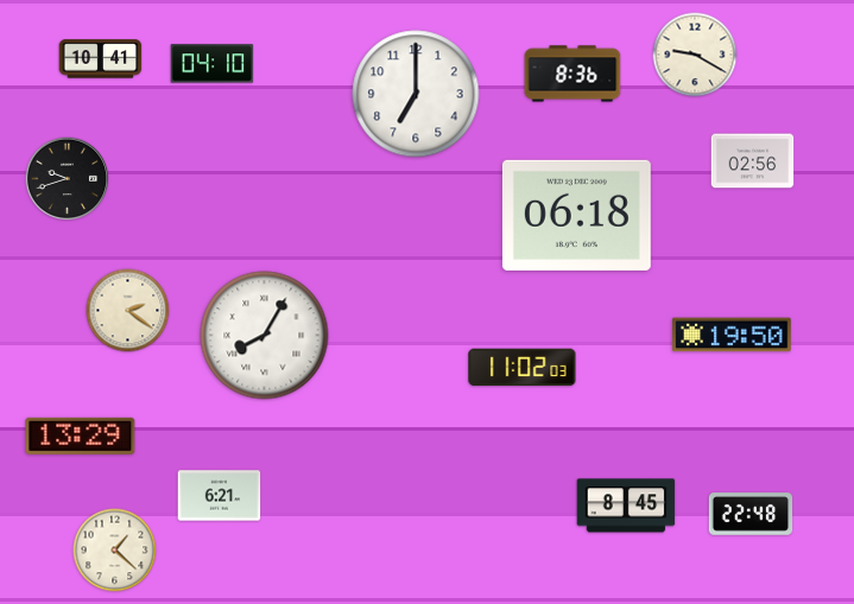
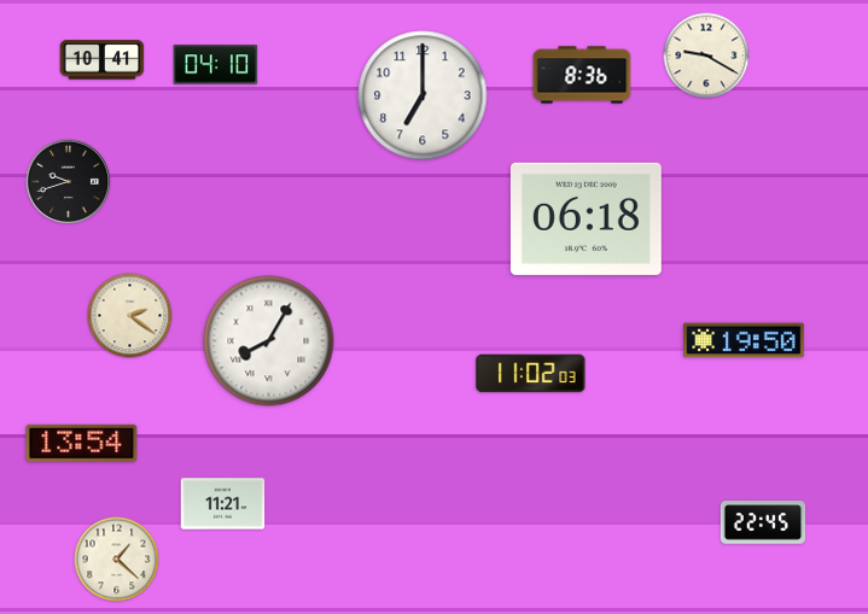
clock at (753, 161): 02:56 -> none
clock at (81, 435): 13:29 -> 13:54
clock at (220, 496): 6:21 -> 11:21
clock at (626, 506): 8:45 -> none
clock at (751, 514): 22:48 -> 22:45
